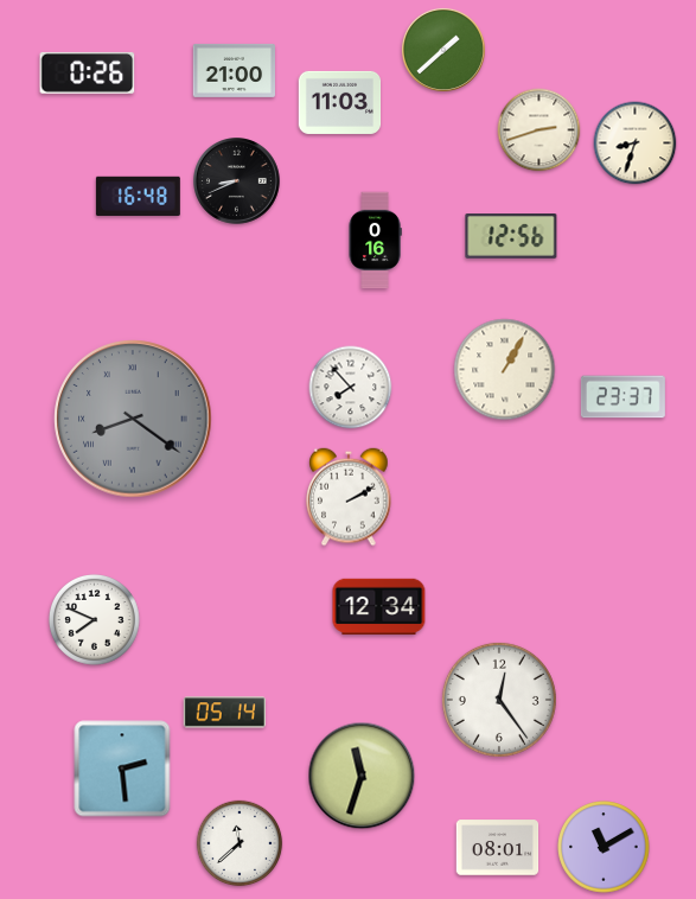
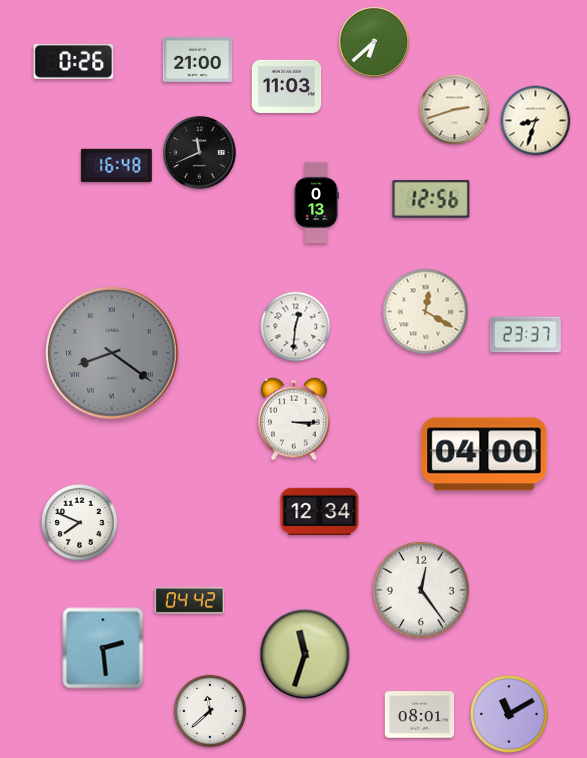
clock at (443, 50): 1:38 -> 6:38
clock at (237, 181): 8:41 -> 11:41
clock at (375, 241): 0:16 -> 0:13
clock at (505, 370): 1:05 -> 12:20
clock at (351, 388): 7:53 -> 12:31
clock at (349, 497): 2:10 -> 3:15
clock at (484, 454): none -> 04:00
clock at (224, 713): 05:14 -> 04:42
clock at (240, 843) position: (240, 843) -> (210, 711)
